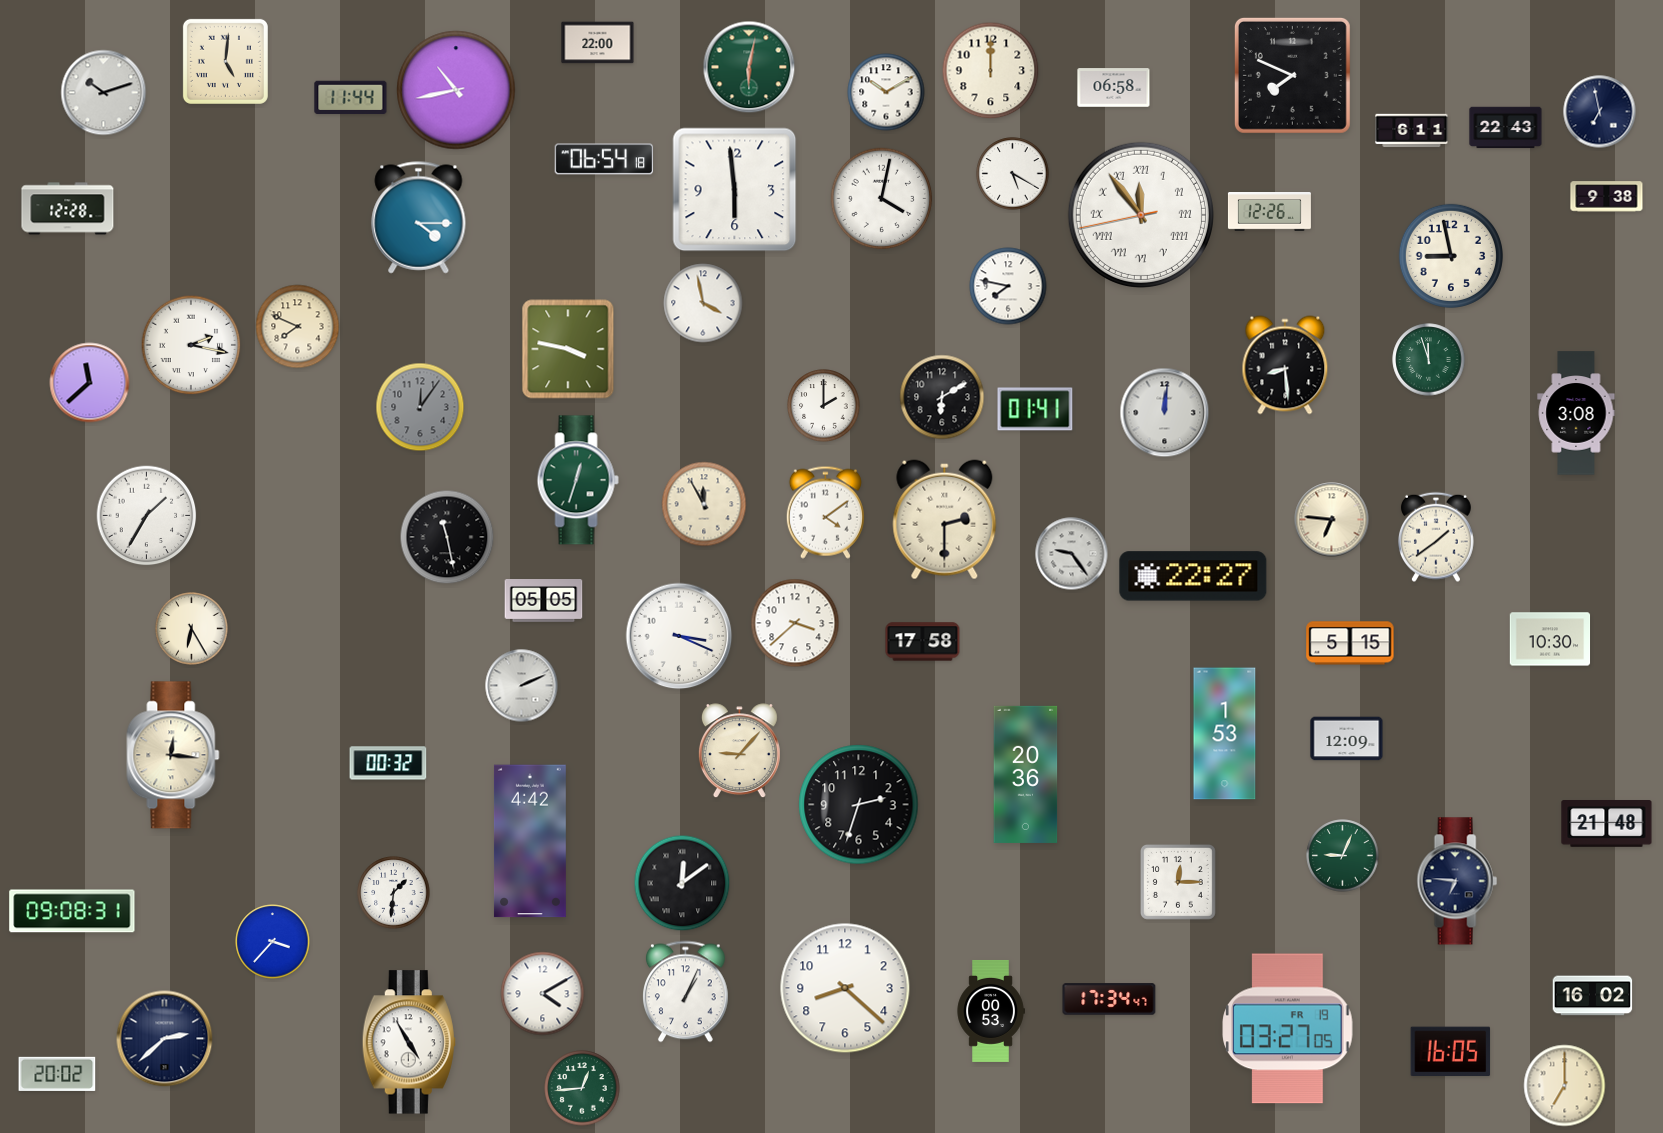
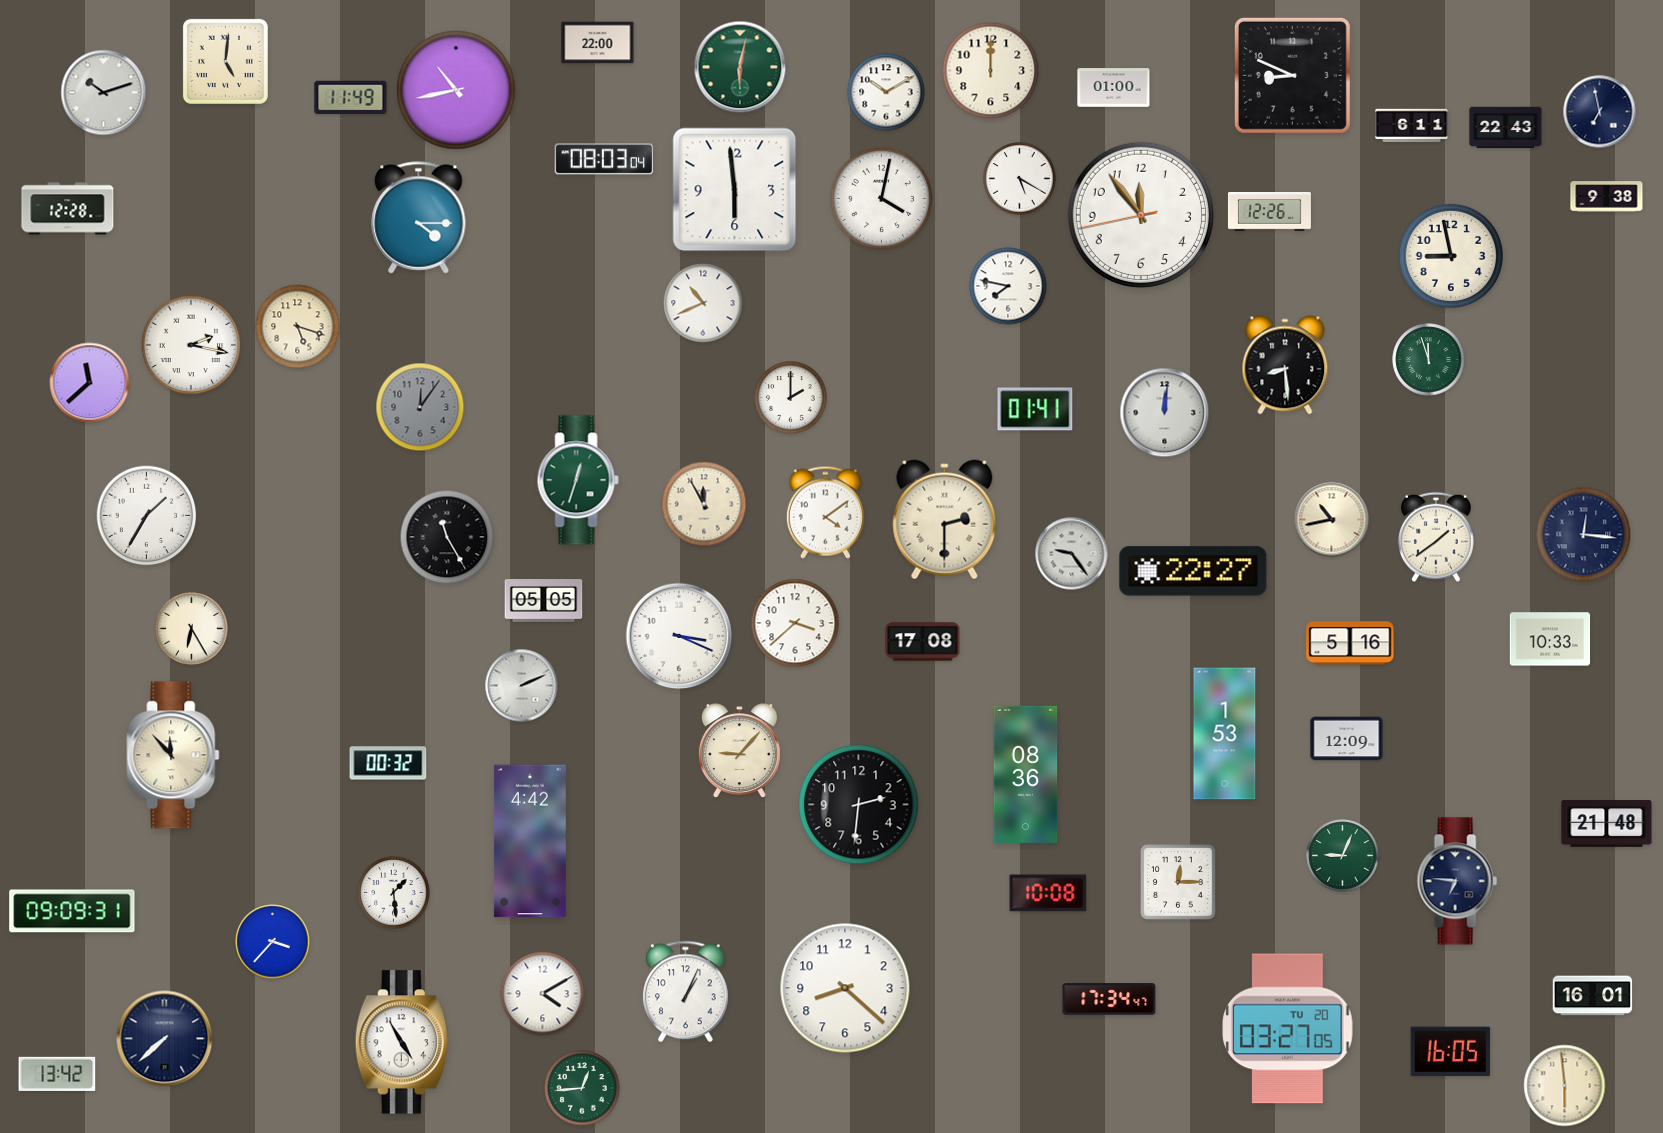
clock at (749, 67) position: (749, 67) -> (740, 67)
clock at (1292, 75): 7:49 -> 8:49
clock at (1114, 88): 06:58 -> 01:00
clock at (351, 98): 11:44 -> 11:49
clock at (1412, 131) position: (1412, 131) -> (1412, 126)
clock at (604, 159): 06:54 -> 08:03
clock at (1013, 174) position: (1013, 174) -> (1020, 179)
clock at (1141, 215) numerals: Roman -> Arabic
clock at (703, 303): 3:58 -> 10:41
clock at (298, 327): 7:49 -> 5:18
clock at (568, 349): 3:47 -> none
clock at (942, 397): 6:10 -> none
clock at (824, 406) position: (824, 406) -> (791, 398)
clock at (1576, 413): 3:08 -> none
clock at (1332, 520): 6:46 -> 10:43
clock at (1584, 535): none -> 12:16
clock at (447, 537): 11:28 -> 11:25
clock at (1193, 576) position: (1193, 576) -> (1193, 571)
clock at (1550, 639): 10:30 -> 10:33
clock at (923, 642): 17:58 -> 17:08
clock at (1350, 643): 5:15 -> 5:16
clock at (173, 755): 12:16 -> 11:53
clock at (1026, 774): 20:36 -> 08:36
clock at (859, 805): 2:33 -> 2:31
clock at (682, 883): 12:09 -> none
clock at (394, 893): 1:31 -> 1:29
clock at (1048, 893): none -> 10:08
clock at (72, 911): 09:08 -> 09:09
clock at (1593, 996): 16:02 -> 16:01
clock at (991, 1011): 00:53 -> none
clock at (1288, 1029) date: FR 19 -> TU 20
clock at (165, 1039): 2:38 -> 7:38
clock at (409, 1042) position: (409, 1042) -> (402, 1042)
clock at (57, 1074): 20:02 -> 13:42
clock at (1565, 1086): 7:00 -> 5:59
